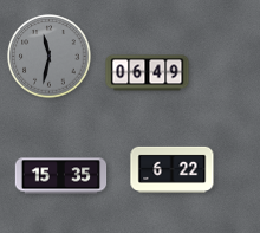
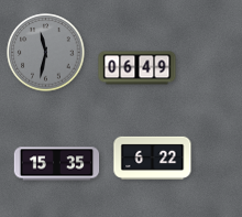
clock at (173, 169) position: (173, 169) -> (153, 158)
